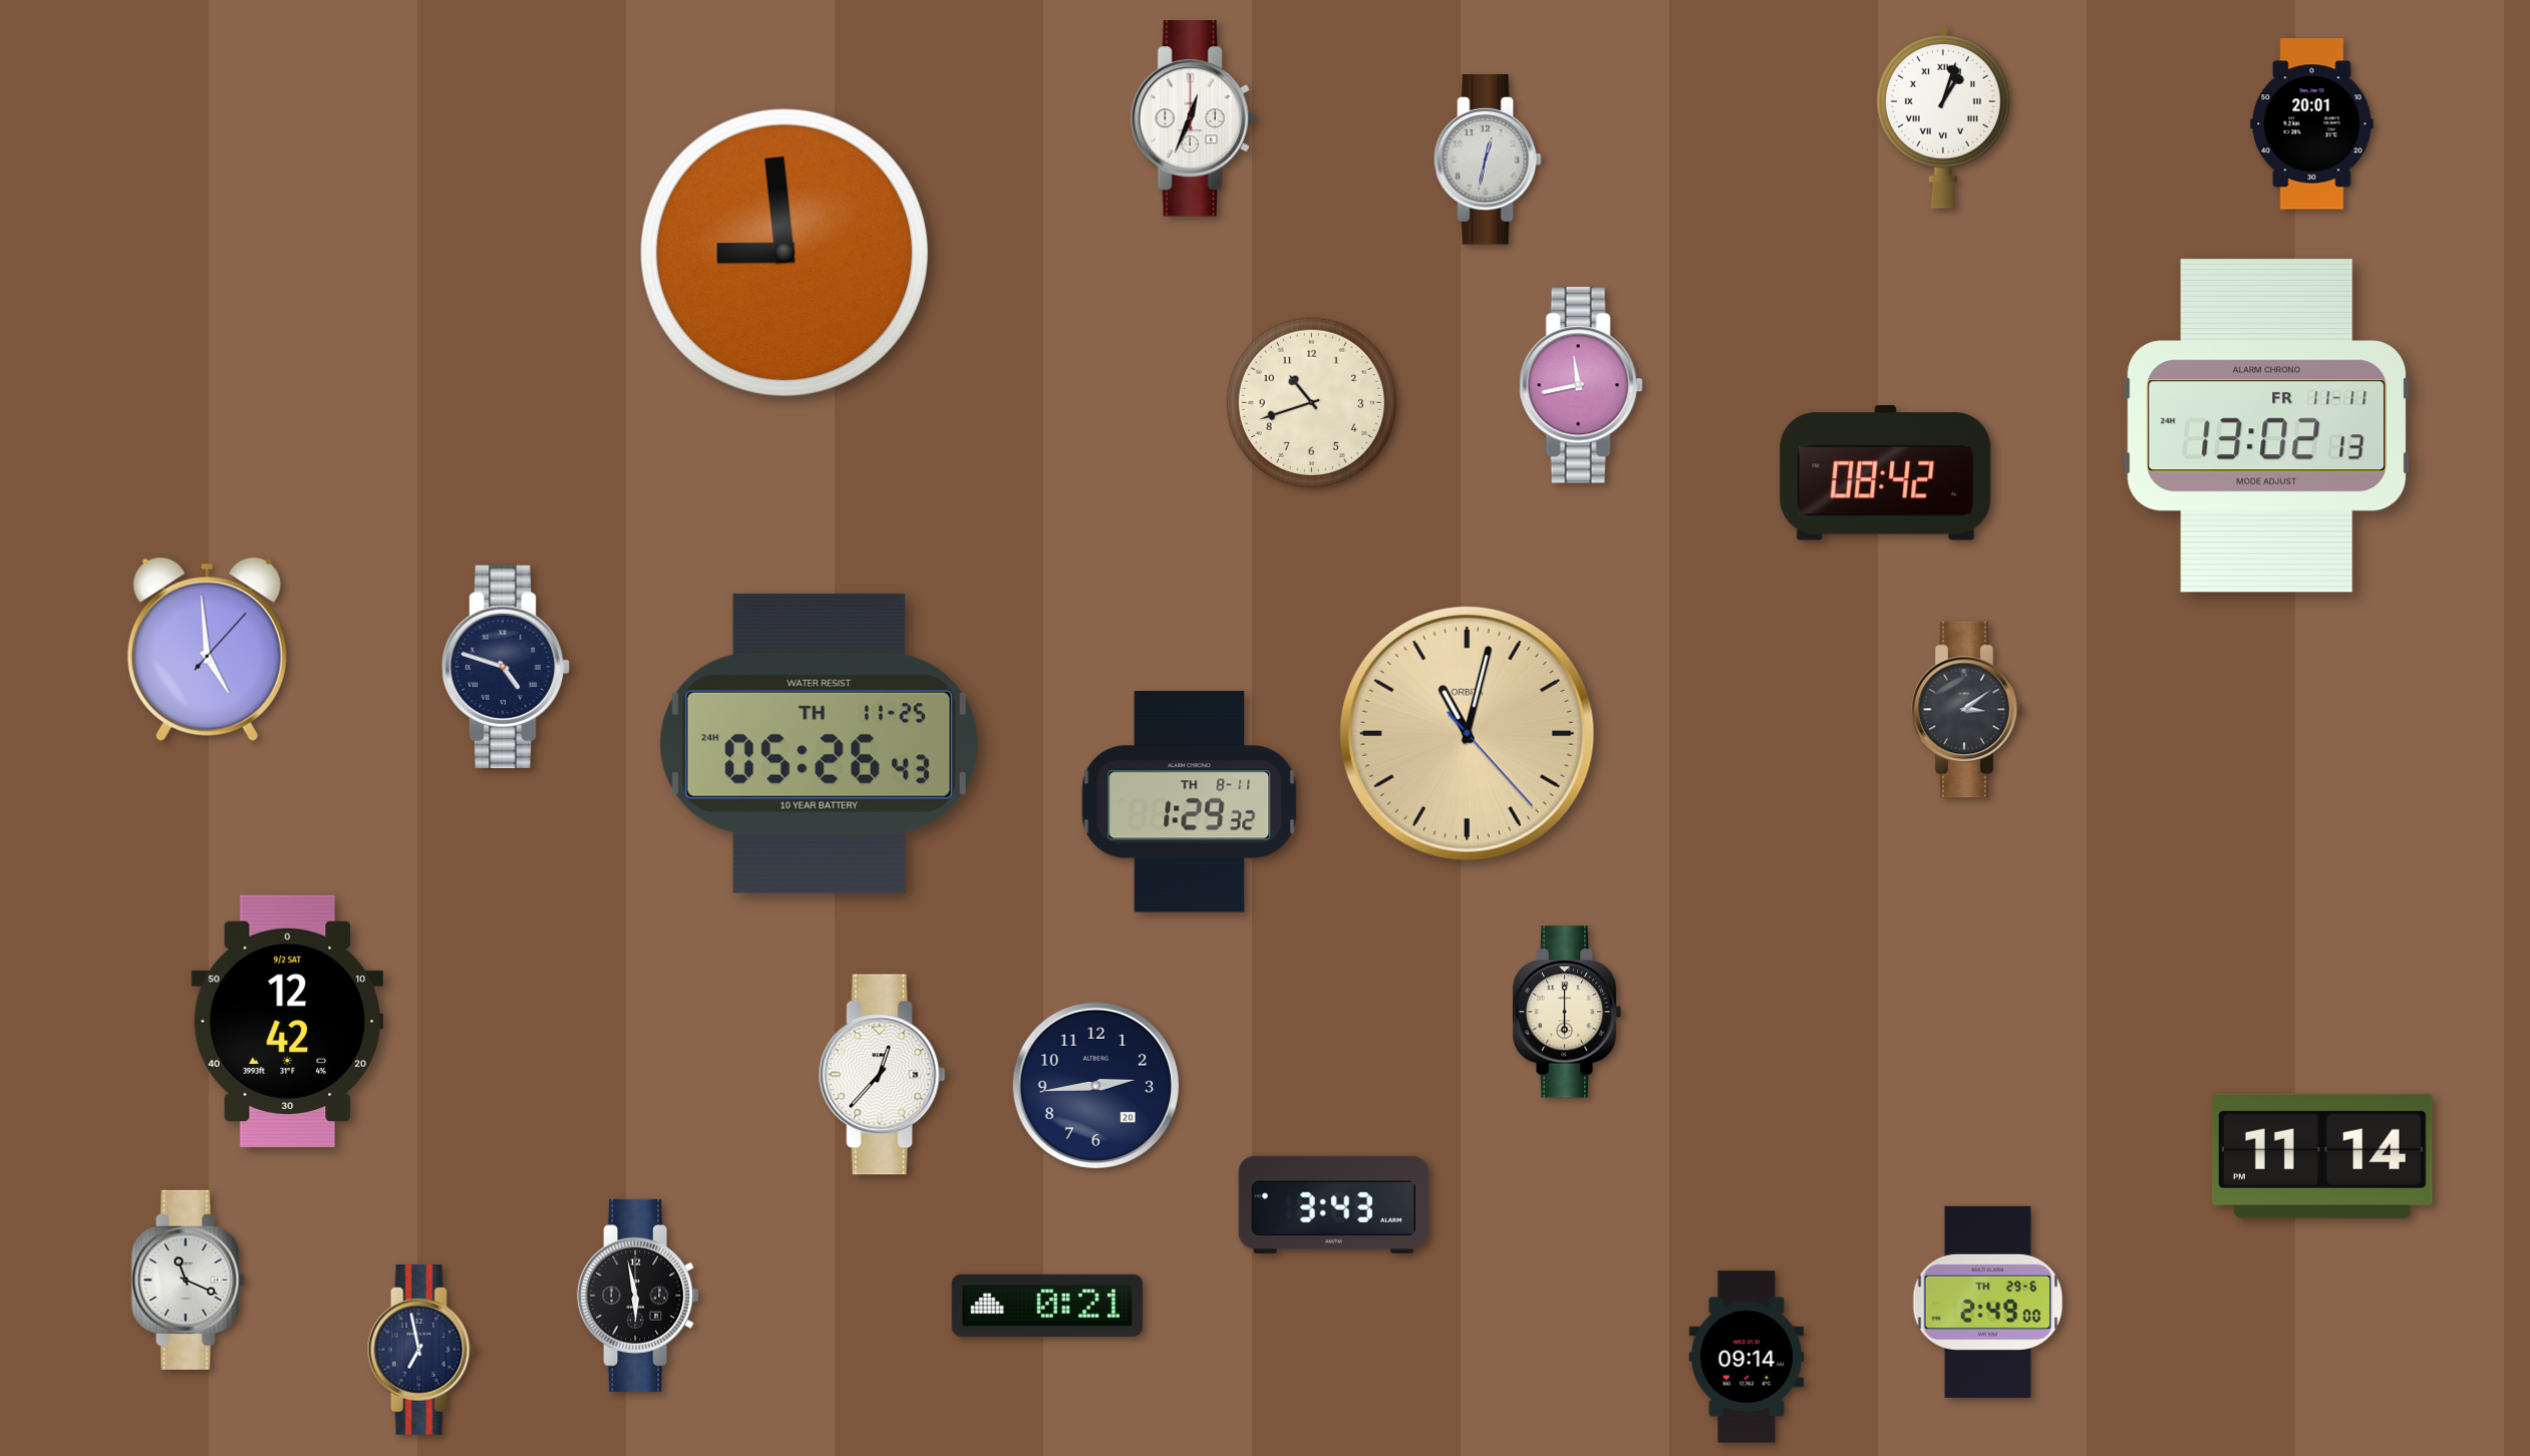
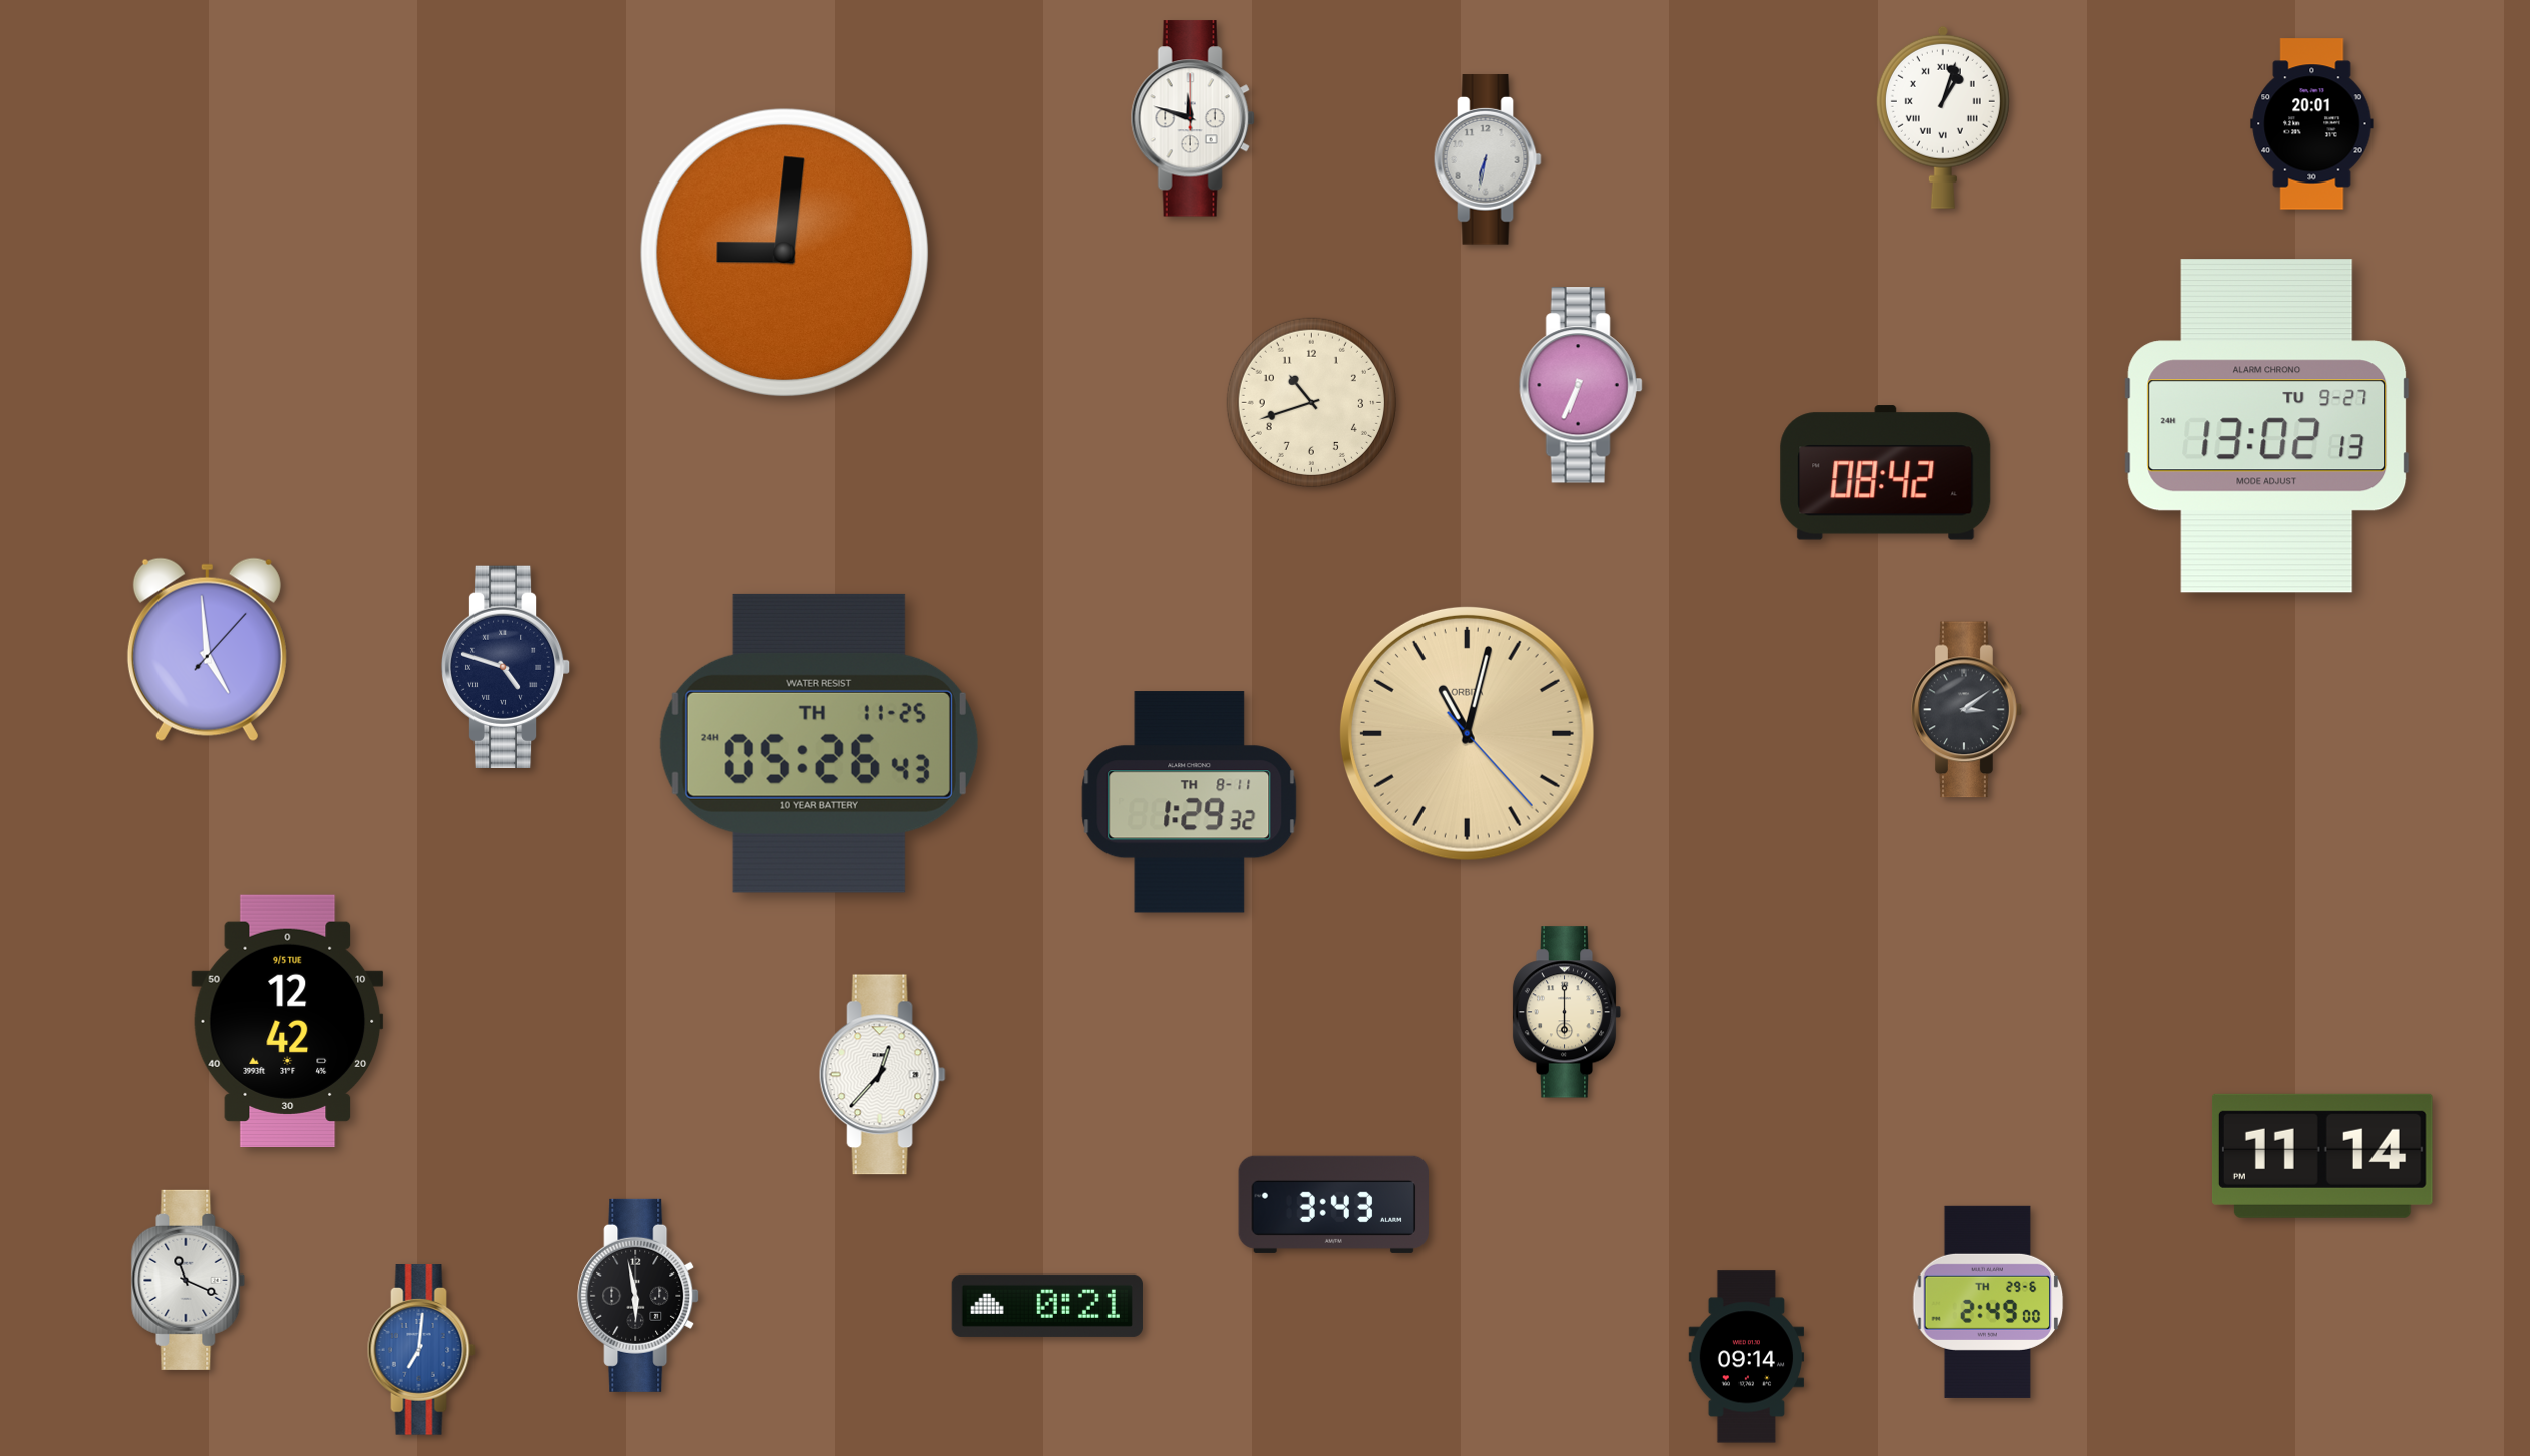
clock at (1193, 118): 12:34 -> 11:48
clock at (1488, 159): 12:32 -> 6:32
clock at (783, 252): 8:59 -> 9:01
clock at (1581, 385): 11:43 -> 6:34
clock at (2267, 426) date: FR 11-11 -> TU 9-27
clock at (288, 1021) date: 9/2 SAT -> 9/5 TUE
clock at (1095, 1085): 2:44 -> none
clock at (421, 1350): 6:58 -> 7:01
clock at (421, 1350) dial: navy -> blue
